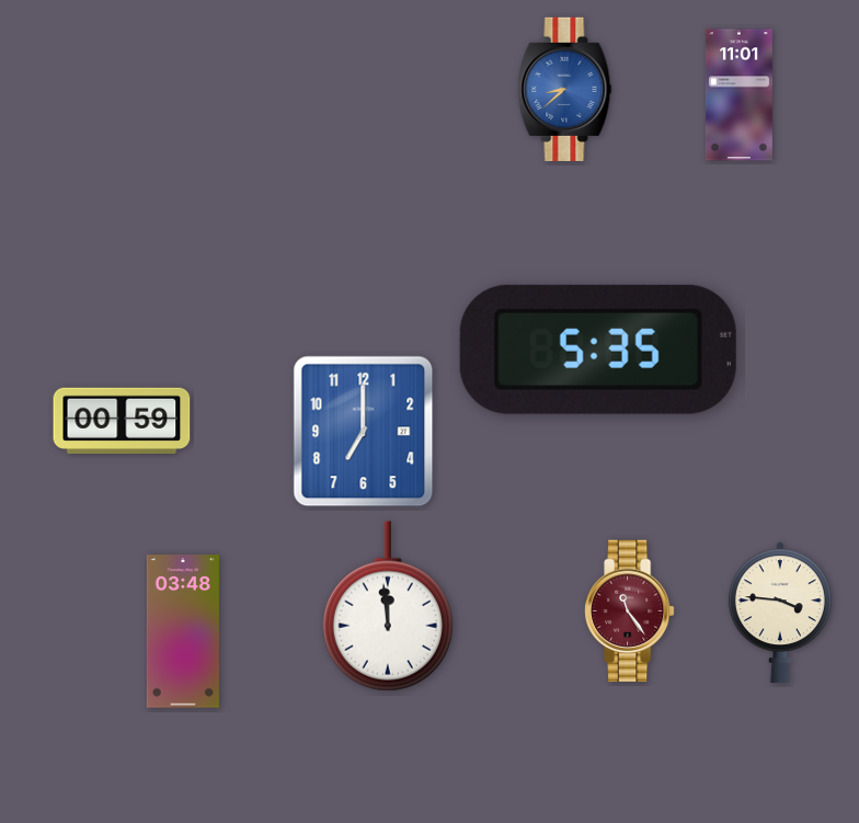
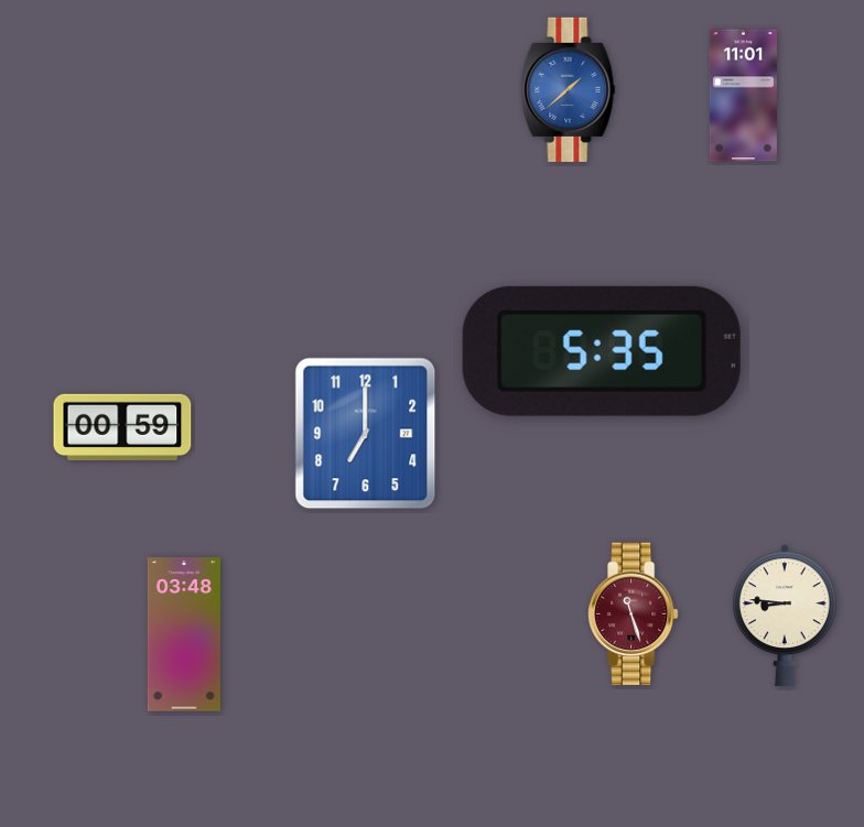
clock at (565, 89): 8:38 -> 1:38
clock at (122, 420) position: (122, 420) -> (122, 426)
clock at (388, 606): 11:59 -> none
clock at (630, 611): 11:24 -> 11:27
clock at (780, 613): 3:46 -> 8:46
